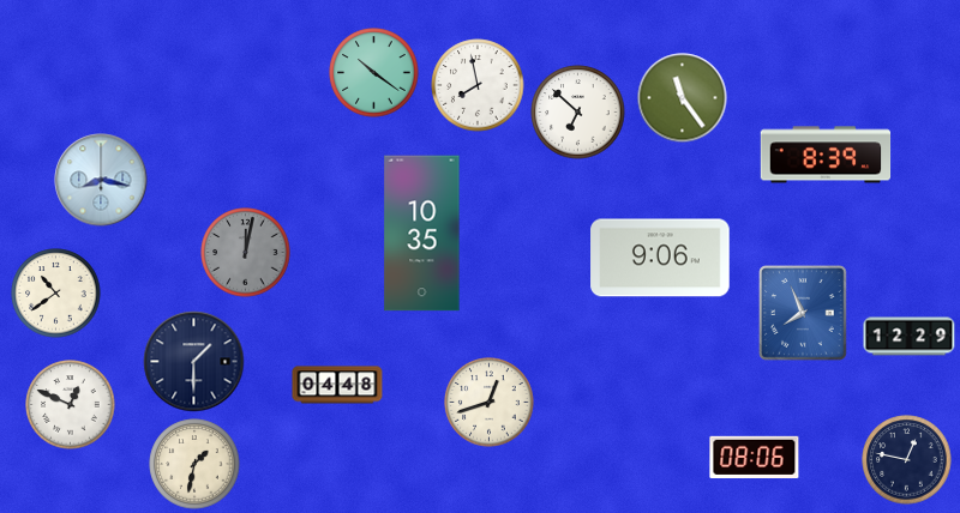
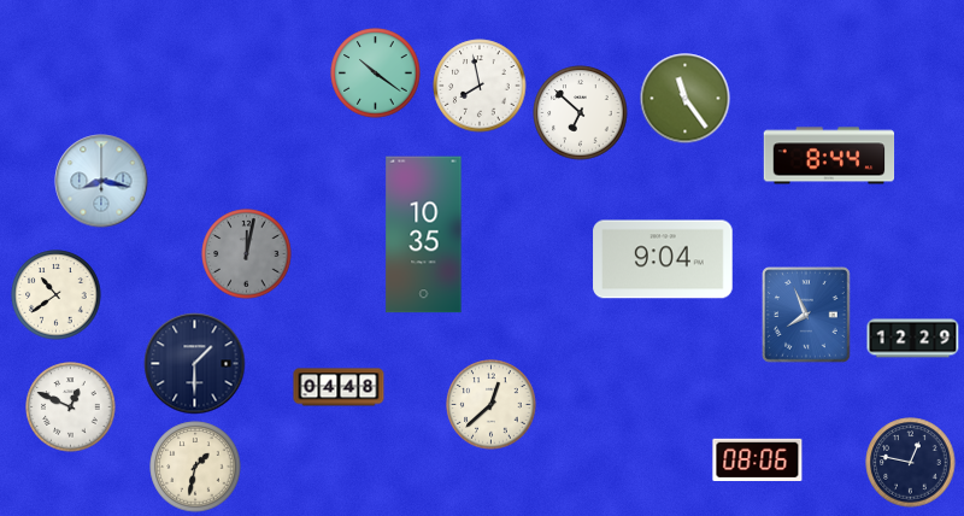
clock at (826, 155): 8:39 -> 8:44
clock at (660, 258): 9:06 -> 9:04
clock at (490, 403): 12:42 -> 12:38
